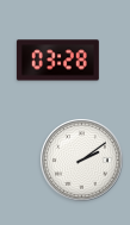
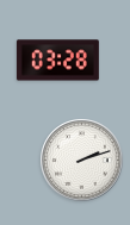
clock at (82, 161): 2:09 -> 2:12
